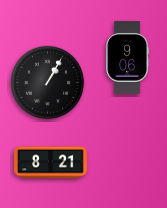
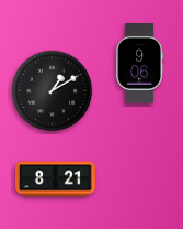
clock at (48, 83): 1:05 -> 1:10
